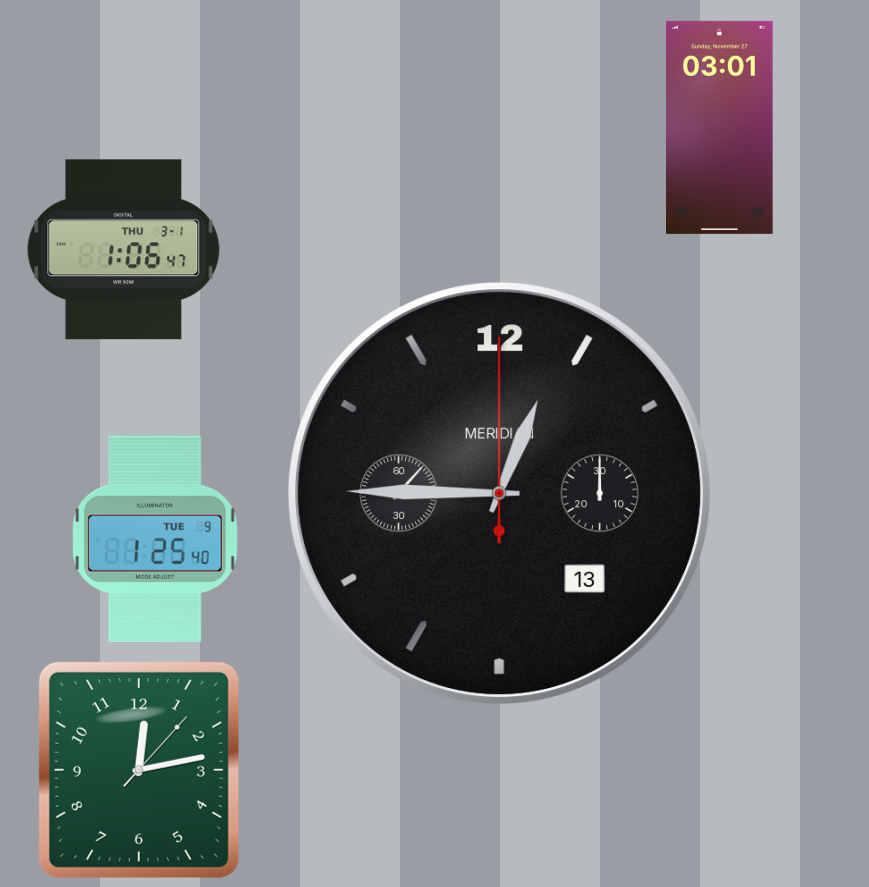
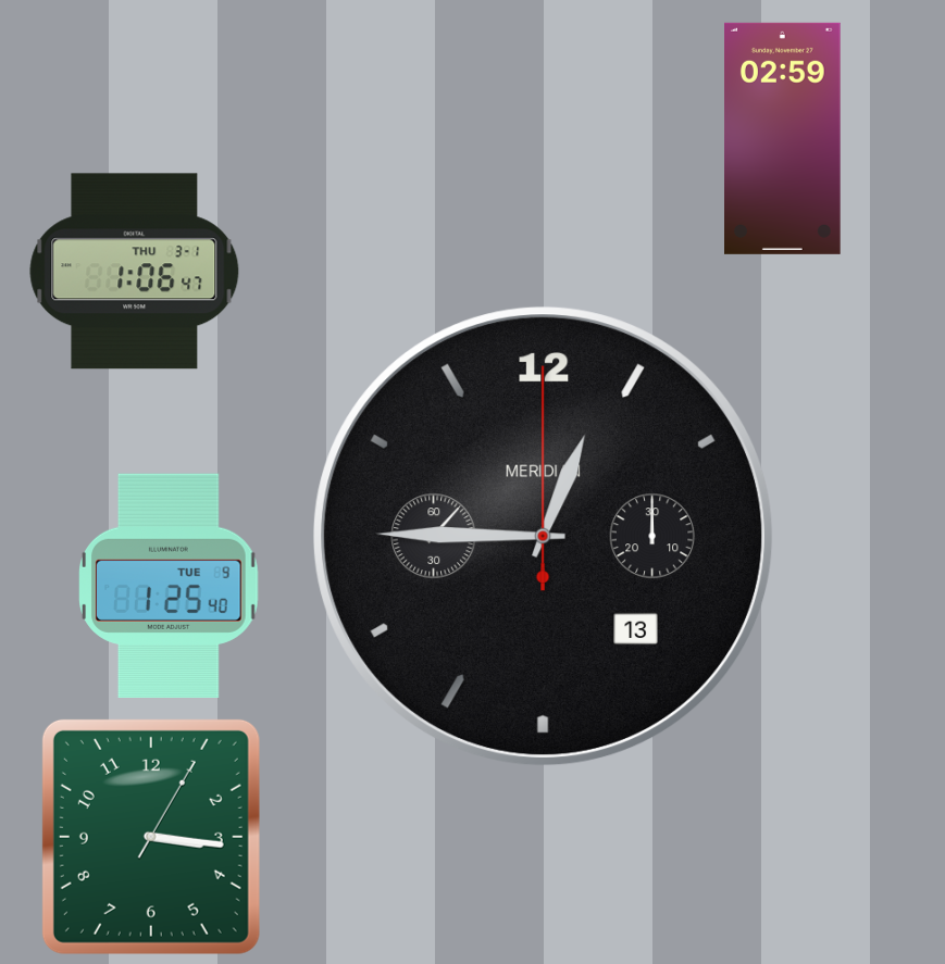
clock at (720, 127): 03:01 -> 02:59
clock at (139, 770): 12:13 -> 3:16
